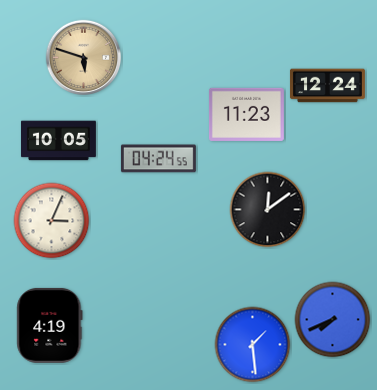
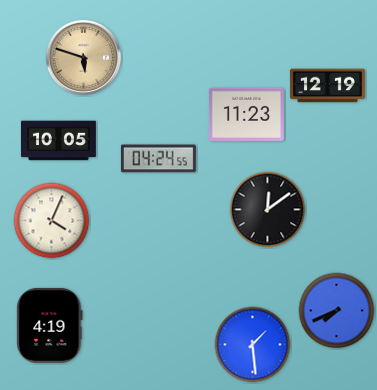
clock at (327, 86): 12:24 -> 12:19
clock at (52, 221): 3:04 -> 4:04
clock at (333, 320) position: (333, 320) -> (337, 311)
